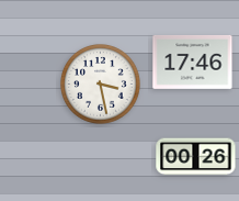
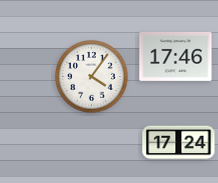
clock at (101, 85): 3:28 -> 4:06
clock at (196, 157): 00:26 -> 17:24
